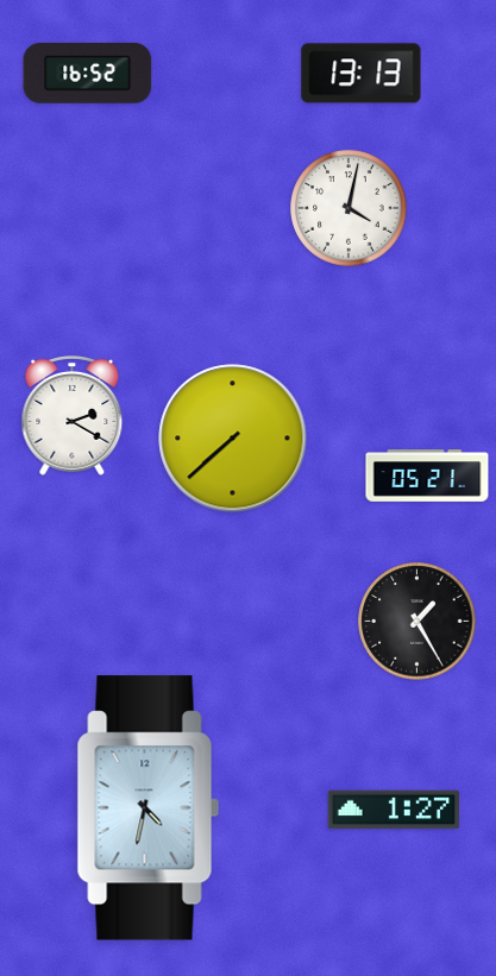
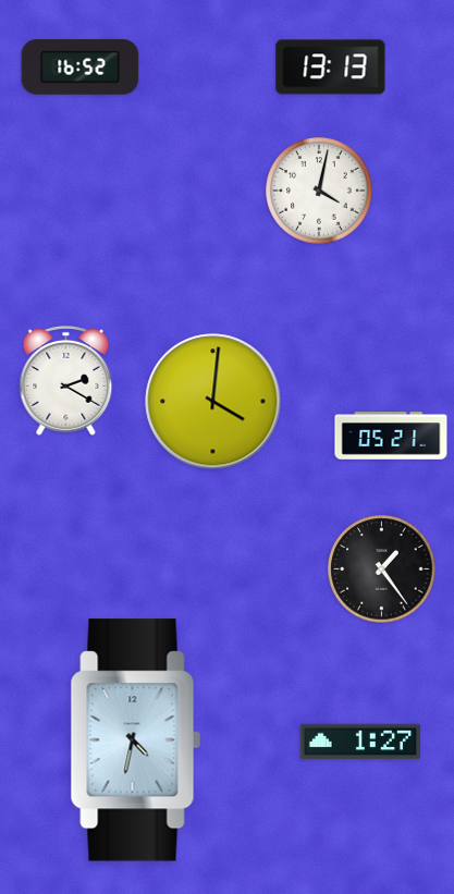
clock at (233, 439): 7:38 -> 4:01
clock at (417, 622): 1:25 -> 1:24
